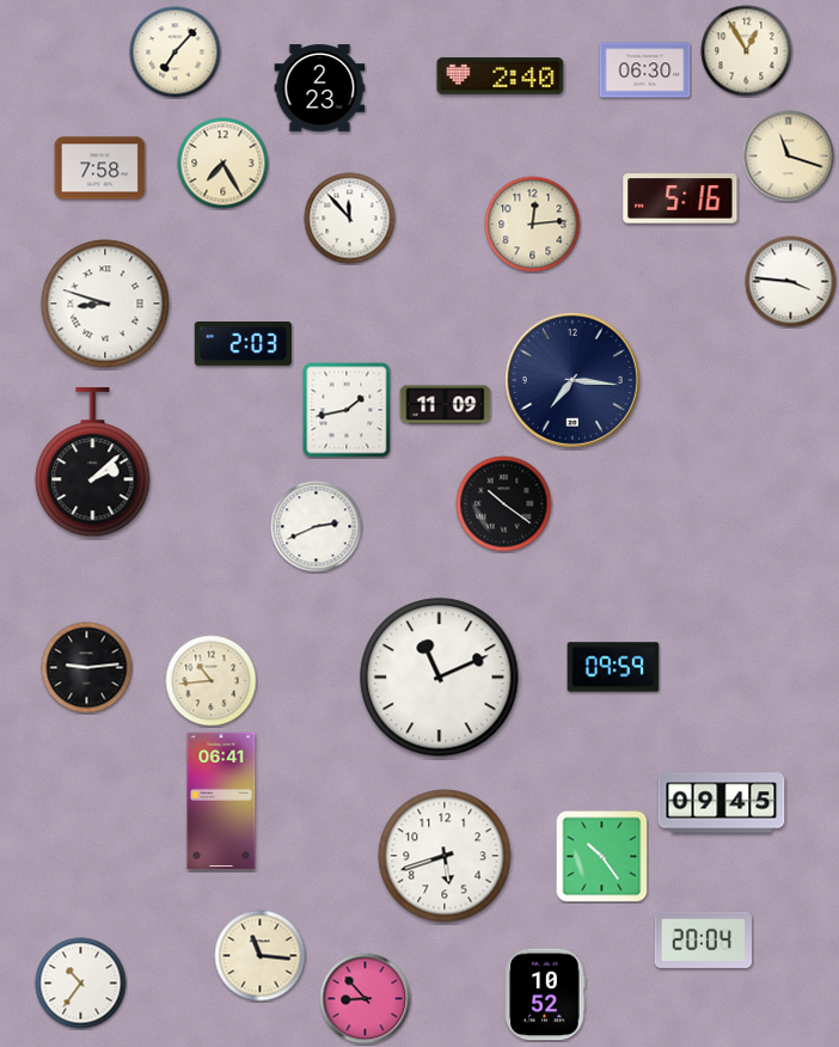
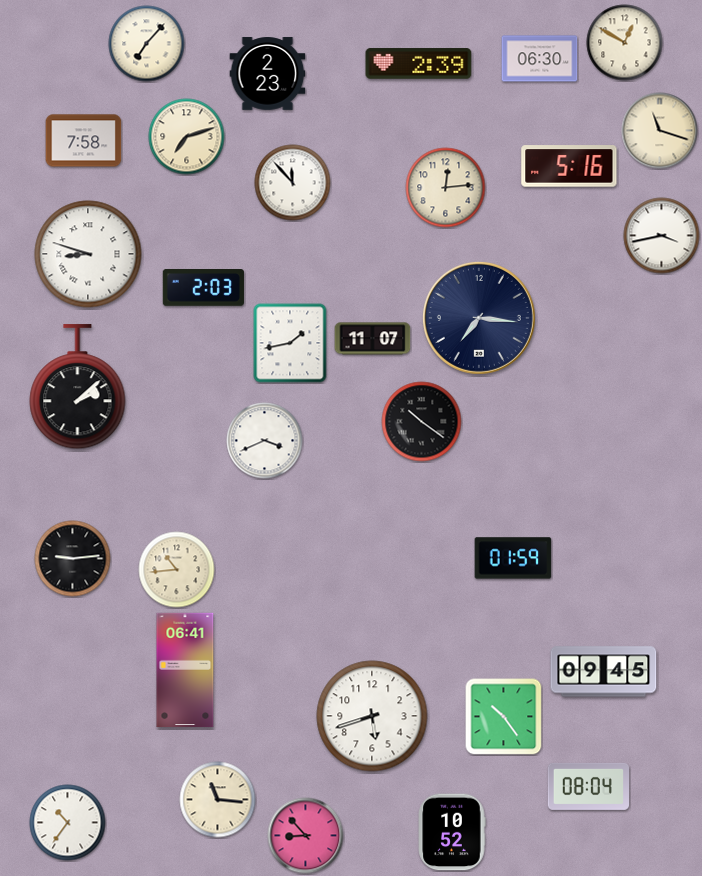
clock at (747, 51): 12:55 -> 12:50
clock at (501, 76): 2:40 -> 2:39
clock at (223, 164): 7:25 -> 7:12
clock at (791, 282): 3:46 -> 3:43
clock at (446, 405): 11:09 -> 11:07
clock at (317, 527): 2:41 -> 3:41
clock at (613, 667): 09:59 -> 01:59
clock at (440, 678): 11:11 -> none
clock at (703, 939): 20:04 -> 08:04
clock at (545, 994) position: (545, 994) -> (452, 832)
